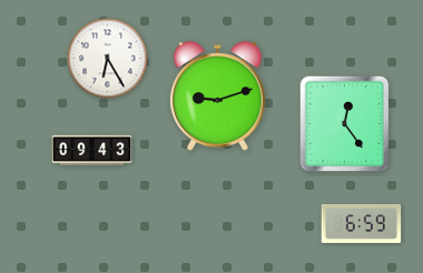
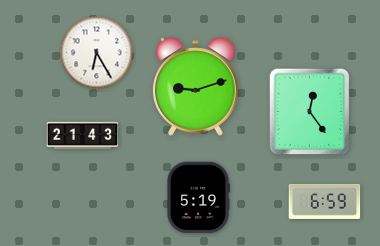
clock at (92, 151): 09:43 -> 21:43
clock at (198, 198): none -> 5:19
